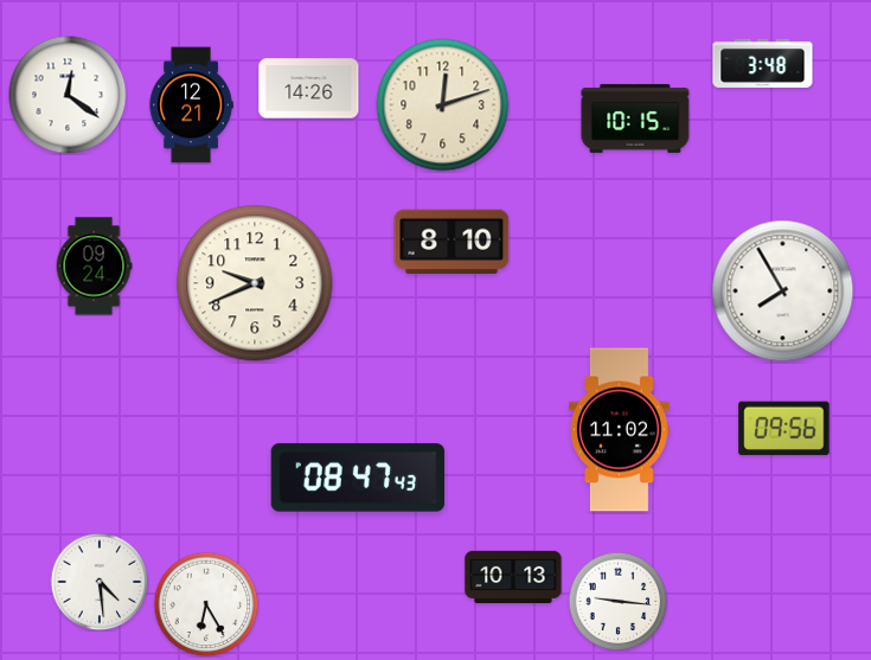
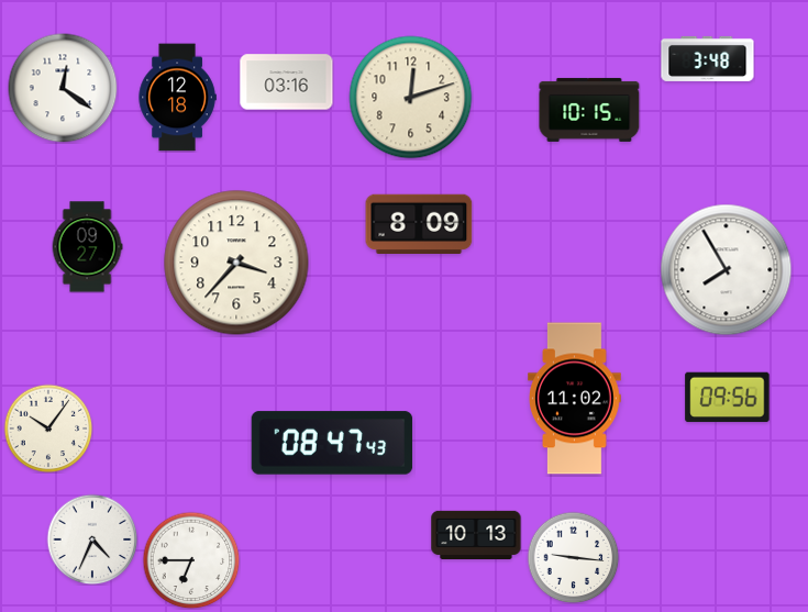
clock at (309, 89): 14:26 -> 03:16
clock at (191, 105): 12:21 -> 12:18
clock at (451, 242): 8:10 -> 8:09
clock at (94, 267): 09:24 -> 09:27
clock at (255, 283): 9:41 -> 3:37
clock at (48, 429): none -> 10:06
clock at (100, 582): 4:29 -> 4:34
clock at (206, 604): 6:25 -> 6:45
